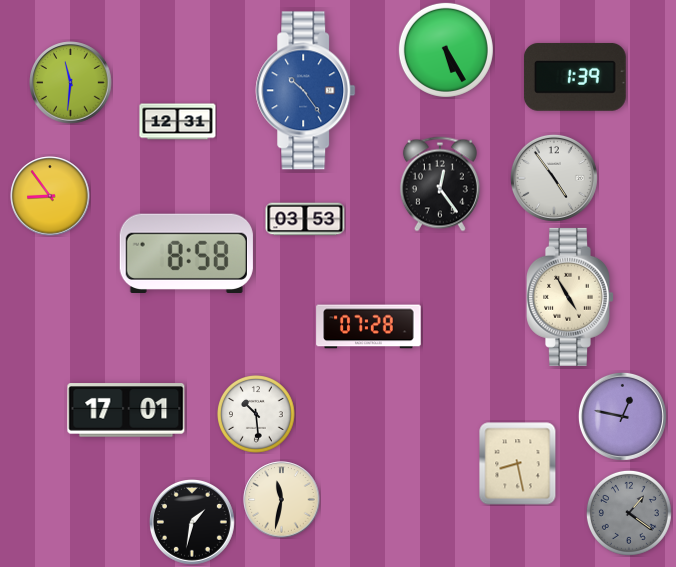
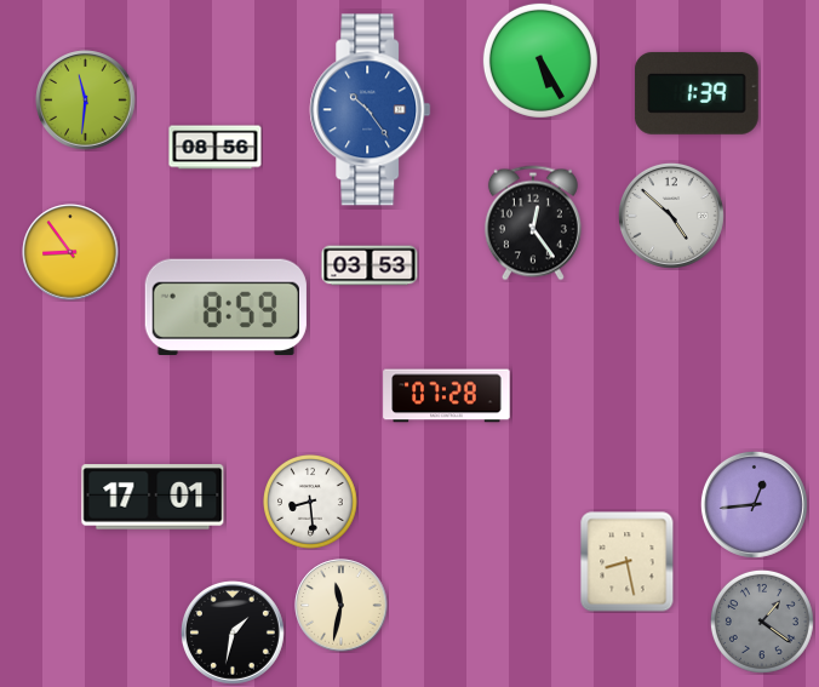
clock at (178, 122): 12:31 -> 08:56
clock at (554, 178): 4:54 -> 4:52
clock at (50, 196) position: (50, 196) -> (70, 252)
clock at (186, 253): 8:58 -> 8:59
clock at (571, 297): 4:55 -> none
clock at (257, 415): 10:29 -> 8:29
clock at (622, 416): 12:47 -> 12:44
